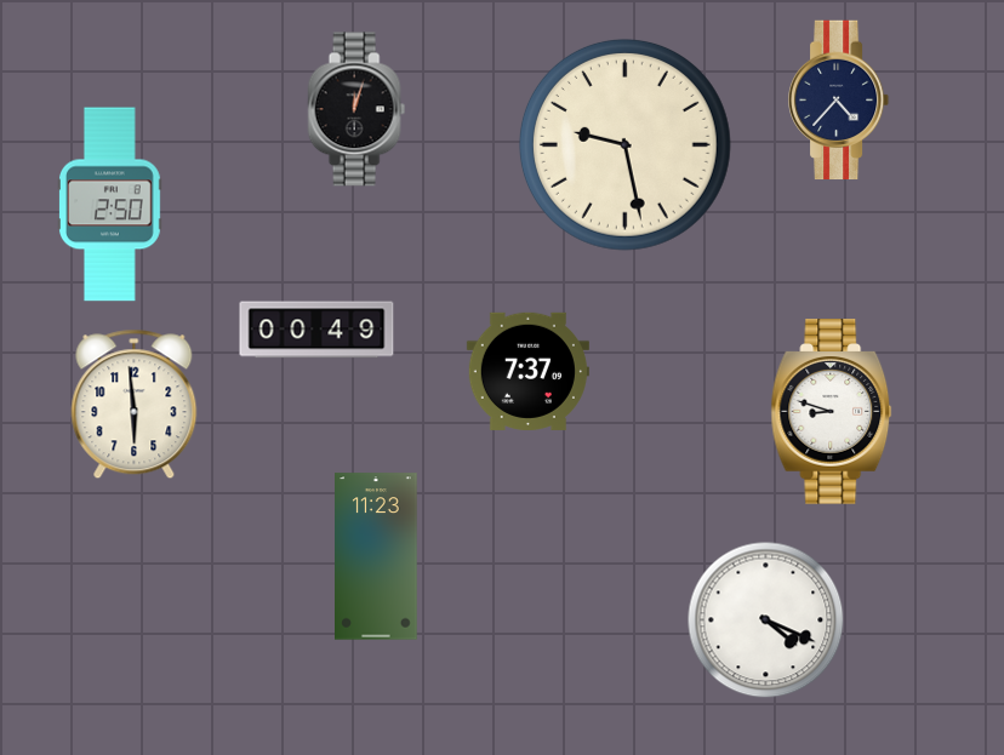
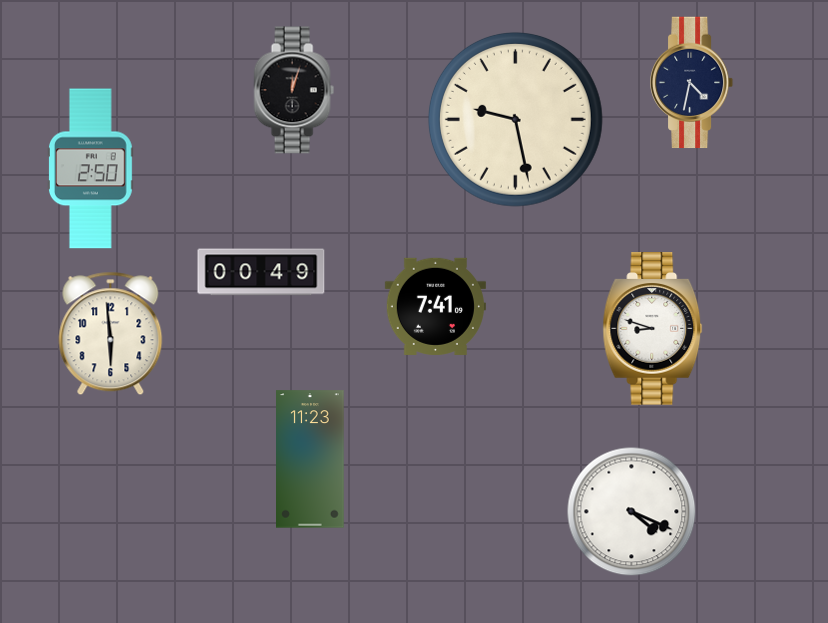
clock at (839, 101): 4:37 -> 4:32
clock at (527, 371): 7:37 -> 7:41
clock at (832, 412) position: (832, 412) -> (653, 329)
